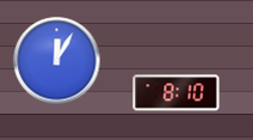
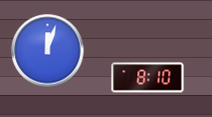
clock at (57, 61): 12:05 -> 12:03
